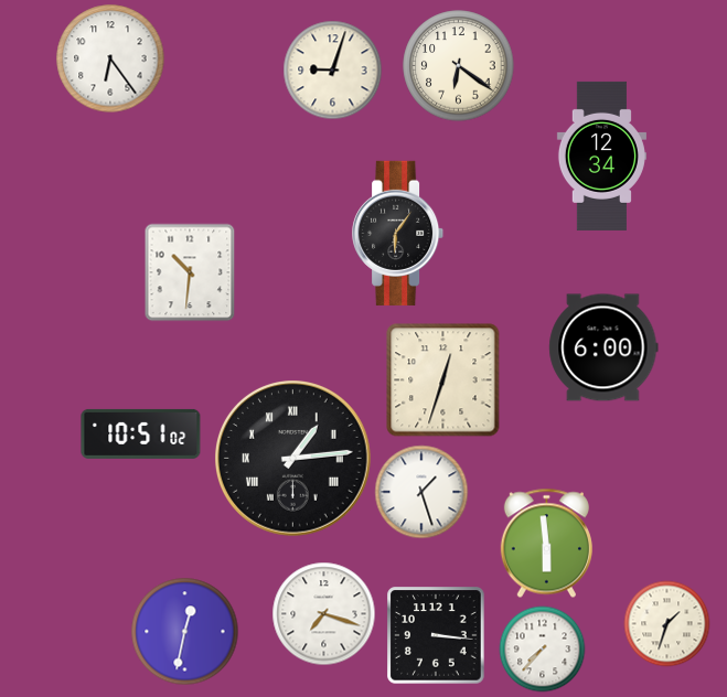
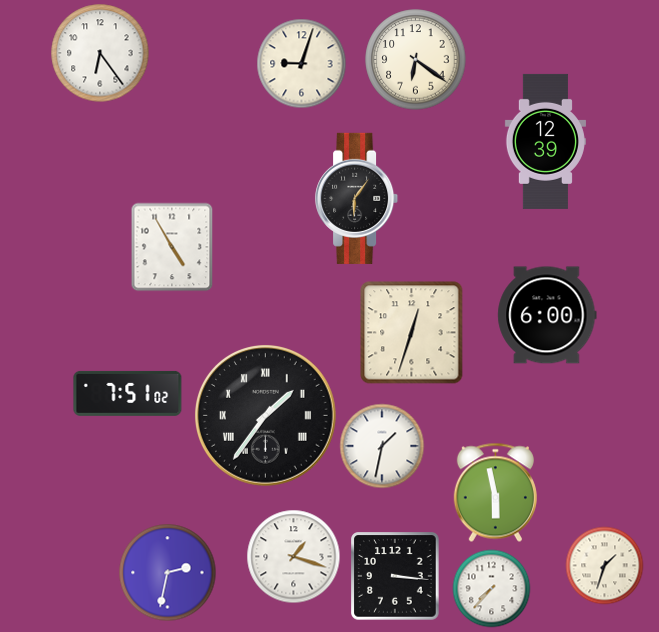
clock at (601, 156): 12:34 -> 12:39
clock at (398, 233) position: (398, 233) -> (357, 198)
clock at (190, 272): 10:31 -> 4:55
clock at (443, 380) position: (443, 380) -> (412, 333)
clock at (141, 433): 10:51 -> 7:51
clock at (293, 459): 1:14 -> 1:36
clock at (421, 492): 1:27 -> 1:32
clock at (546, 543): 5:59 -> 5:58
clock at (323, 613): 7:18 -> 1:18
clock at (184, 631): 12:32 -> 2:32
